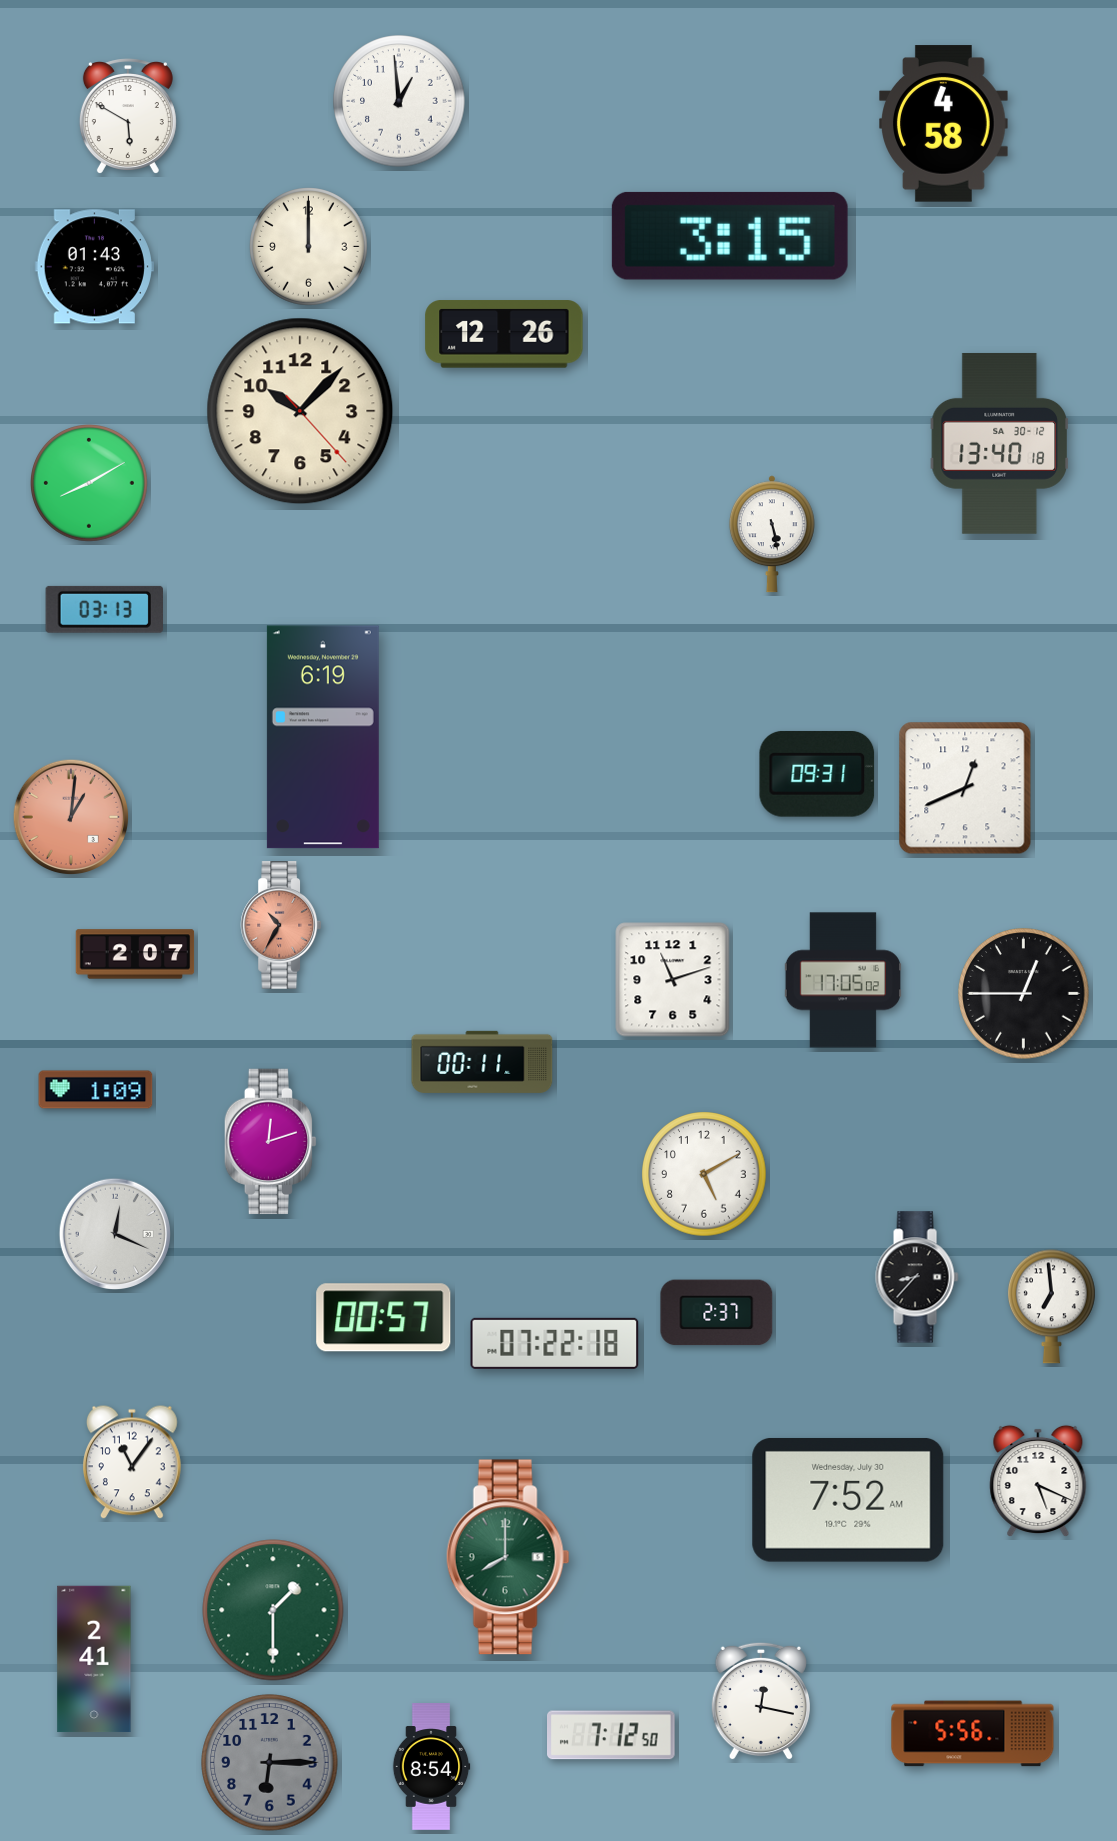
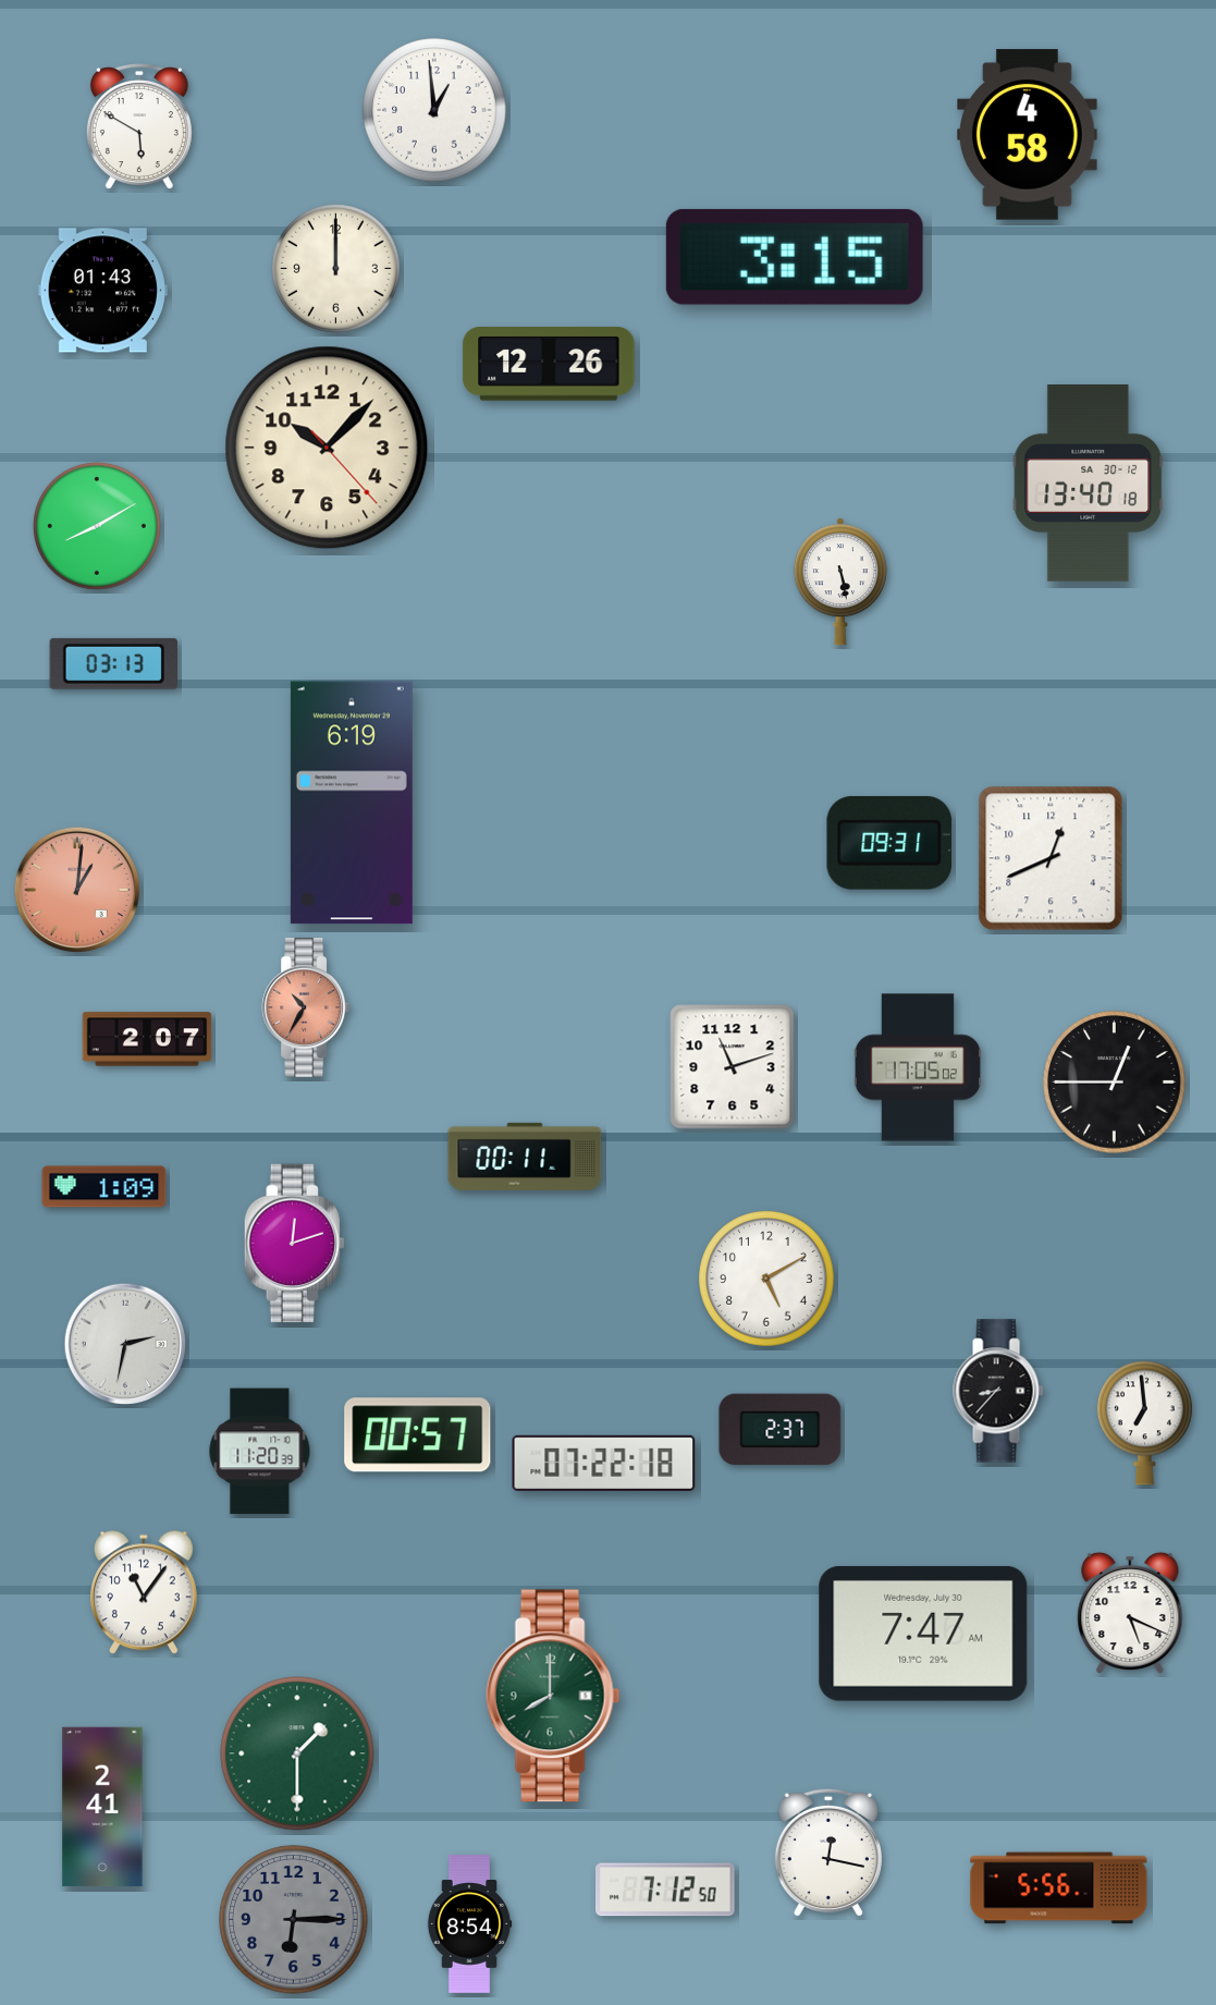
clock at (114, 1233): 12:19 -> 2:32
clock at (260, 1452): none -> 11:20
clock at (848, 1500): 7:52 -> 7:47
